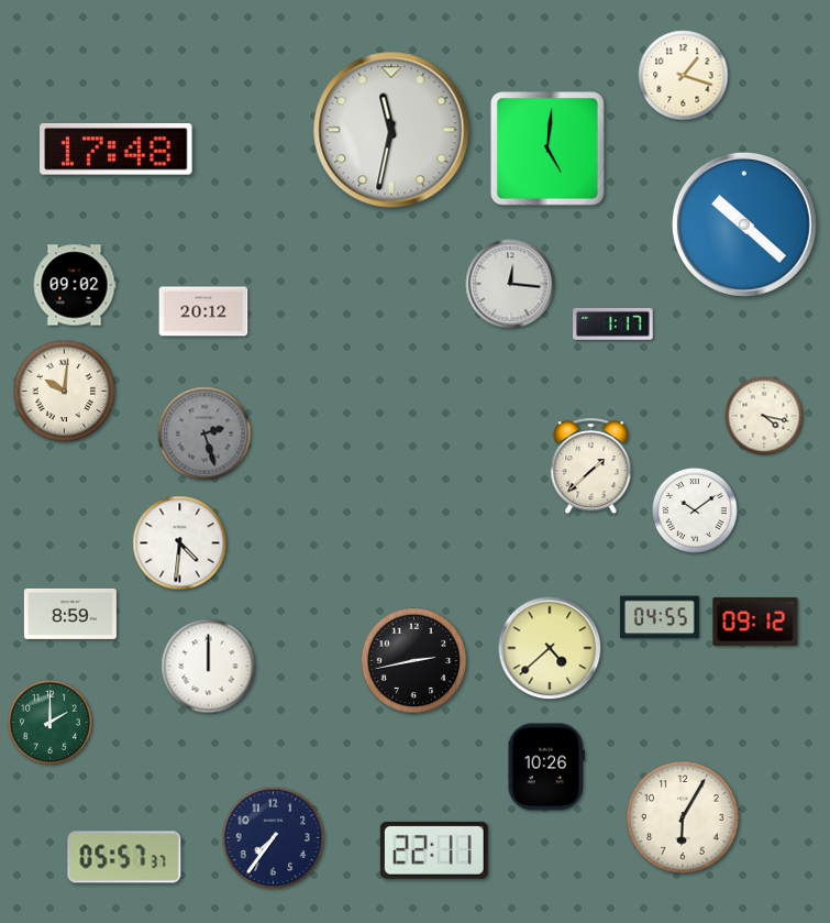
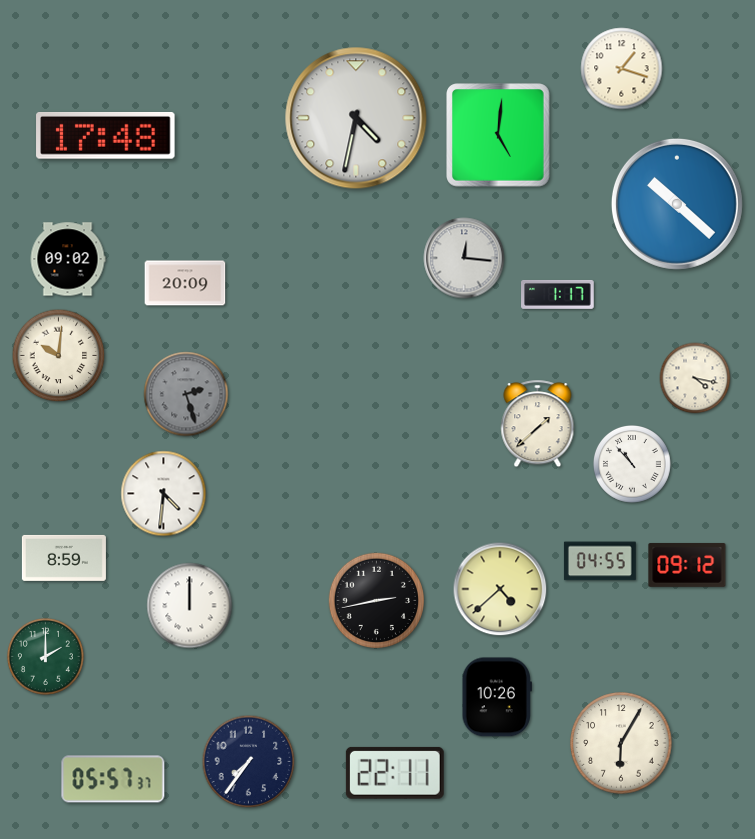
clock at (391, 130): 11:32 -> 4:32
clock at (203, 311): 20:12 -> 20:09
clock at (696, 512): 10:09 -> 10:53
